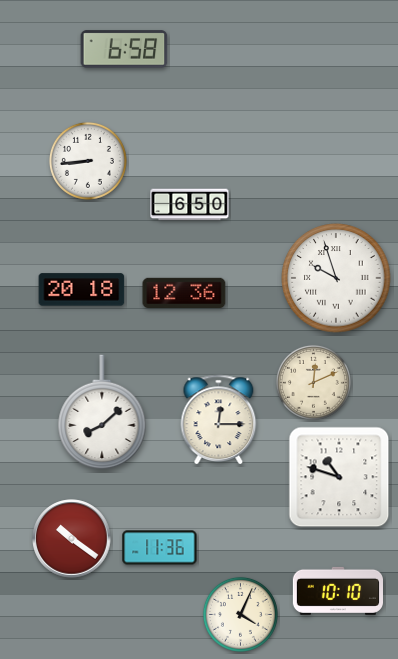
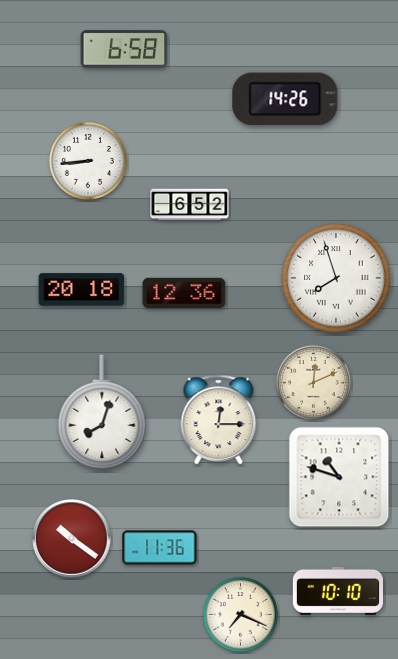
clock at (285, 99): none -> 14:26
clock at (190, 205): 6:50 -> 6:52
clock at (336, 278): 9:57 -> 7:57
clock at (102, 412): 8:08 -> 8:03
clock at (240, 614): 4:04 -> 7:19
